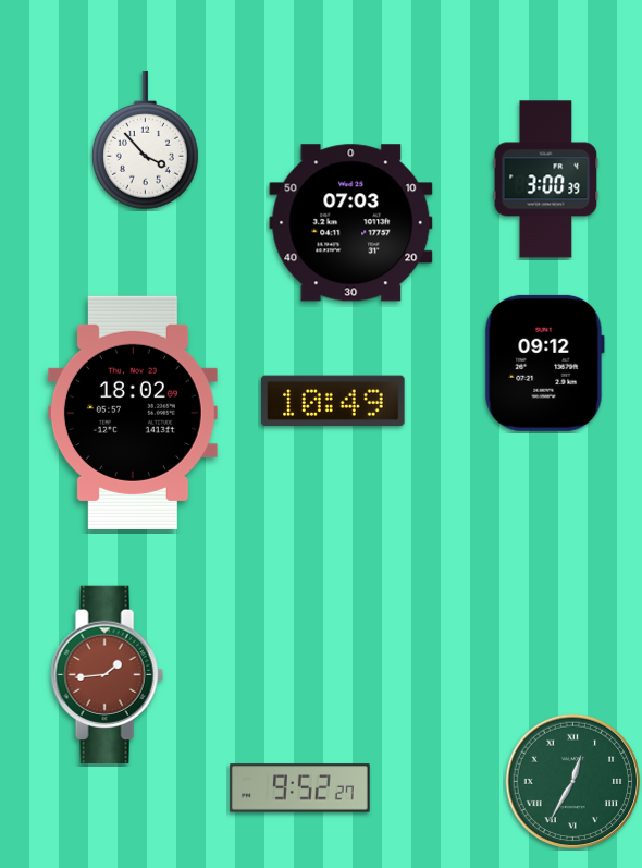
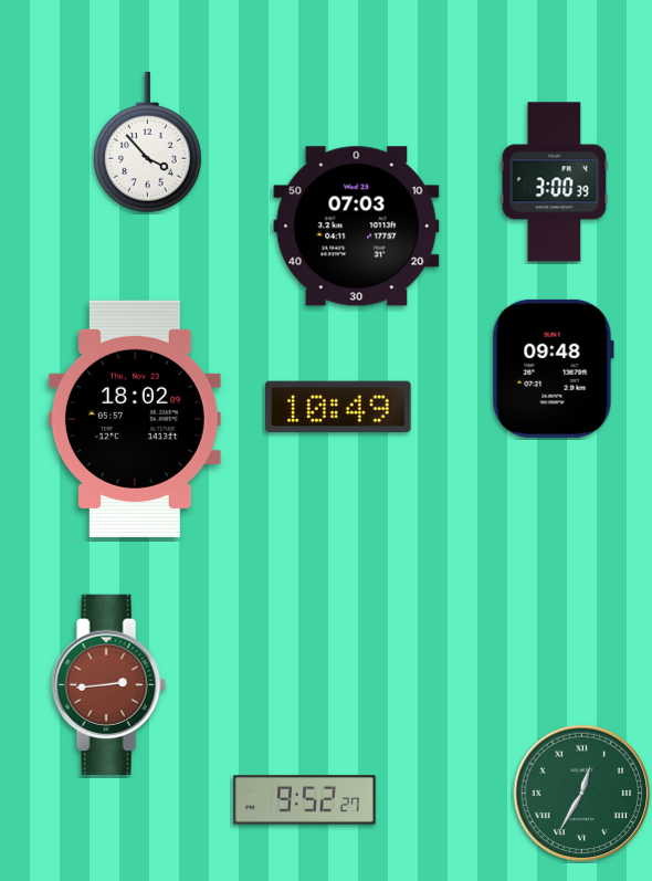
clock at (544, 363): 09:12 -> 09:48
clock at (107, 674): 1:44 -> 2:44
